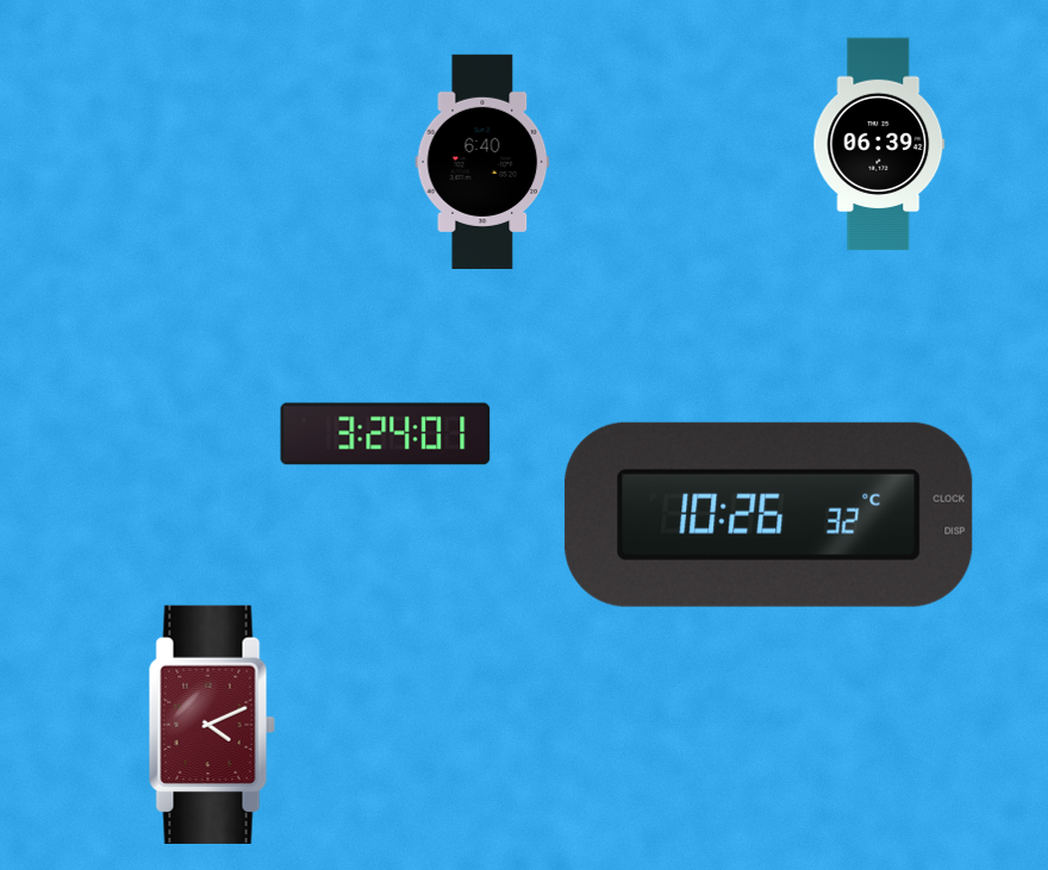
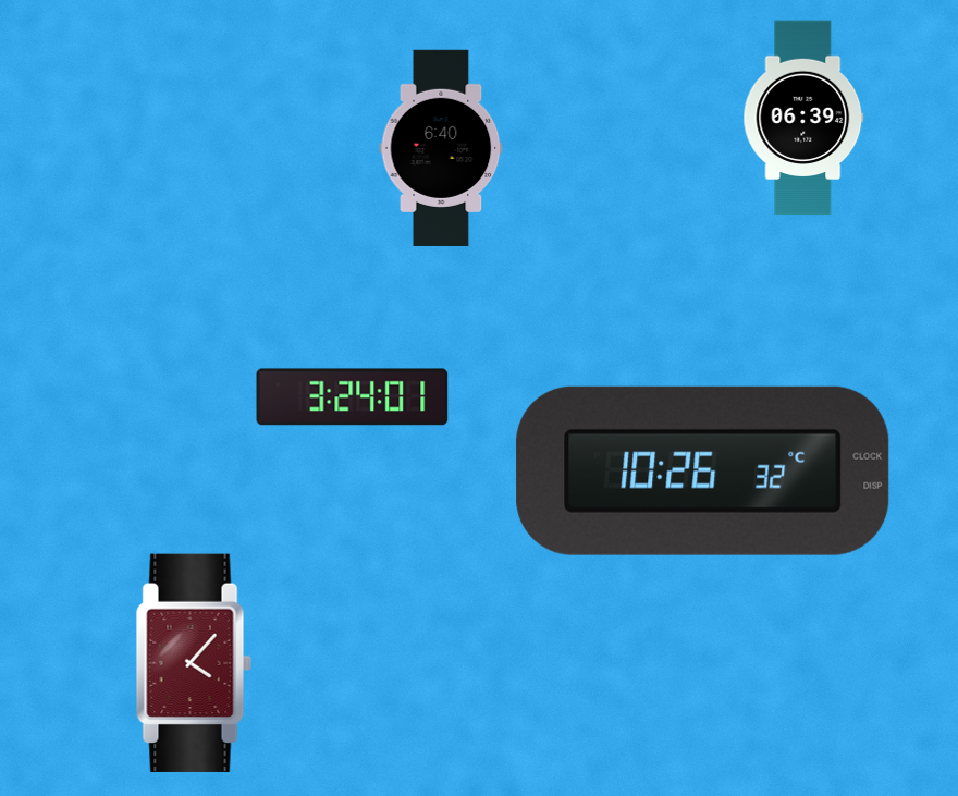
clock at (879, 144) position: (879, 144) -> (803, 118)
clock at (212, 725): 4:11 -> 4:07
